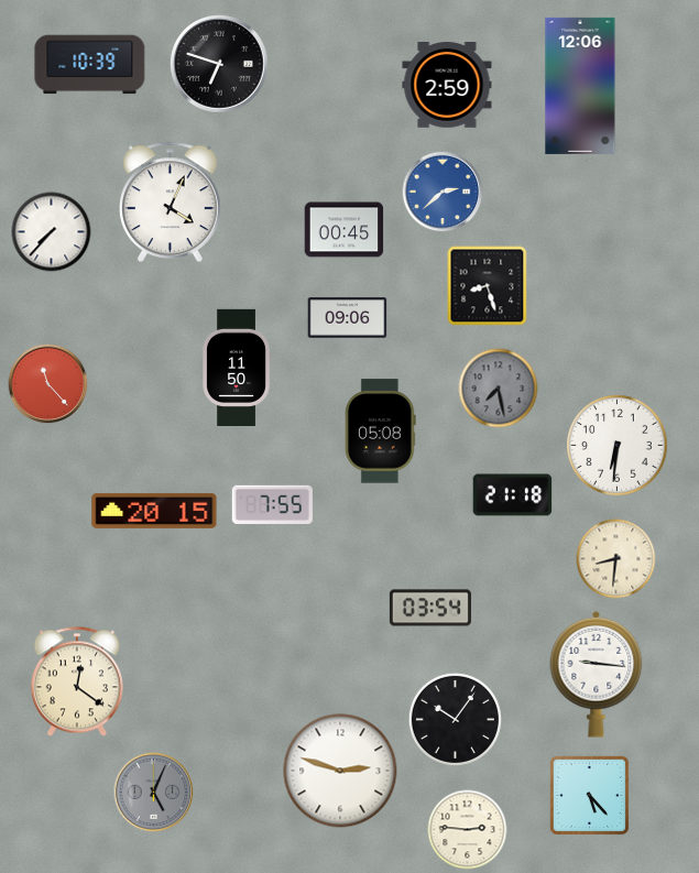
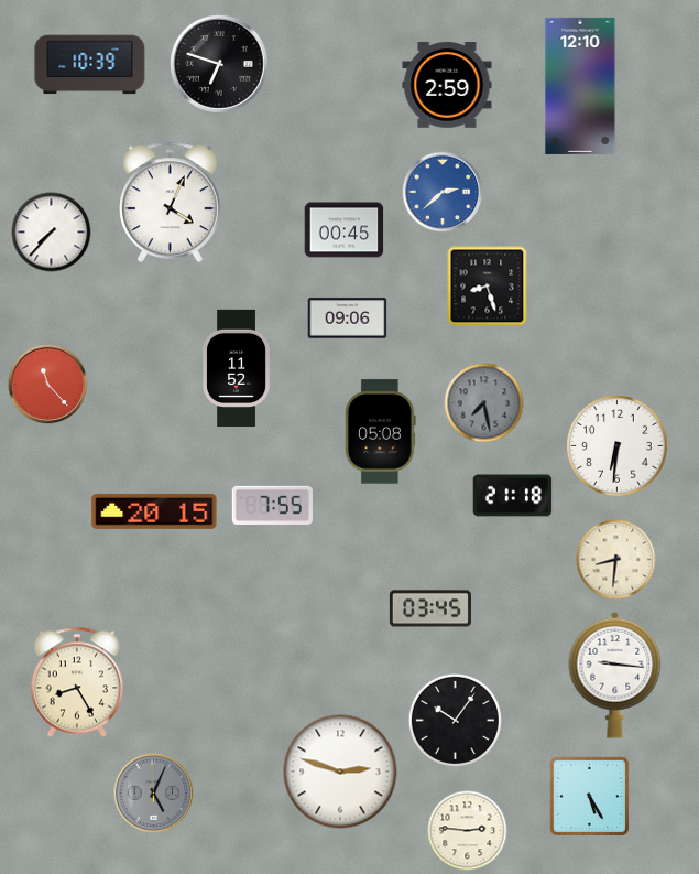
clock at (580, 86): 12:06 -> 12:10
clock at (237, 367): 11:50 -> 11:52
clock at (499, 389) position: (499, 389) -> (484, 403)
clock at (430, 608): 03:54 -> 03:45
clock at (597, 674) position: (597, 674) -> (615, 675)
clock at (77, 681): 12:21 -> 8:25
clock at (589, 795): 5:23 -> 5:25
